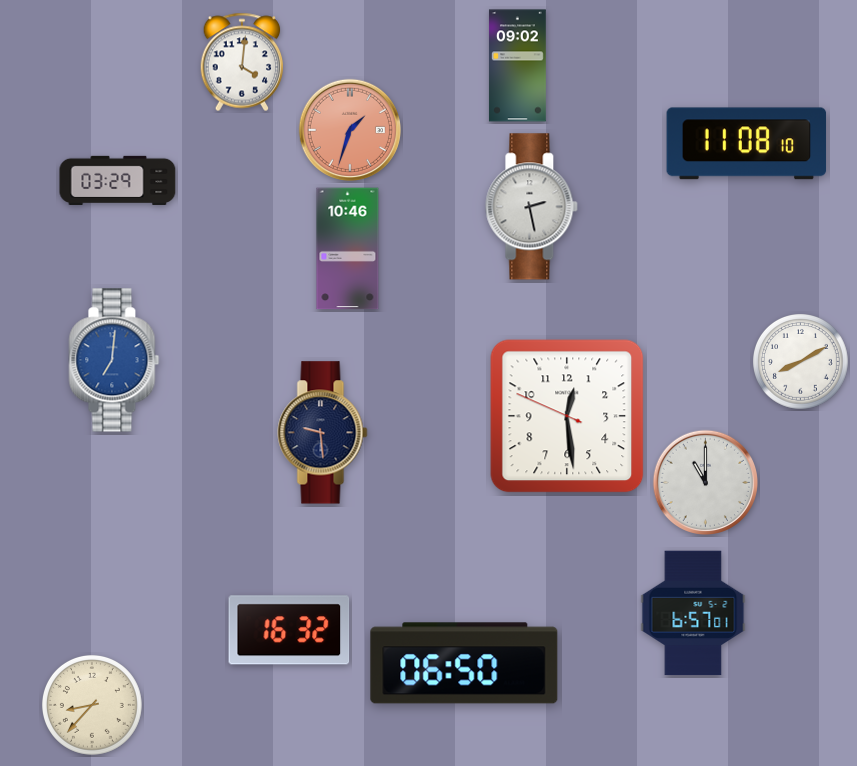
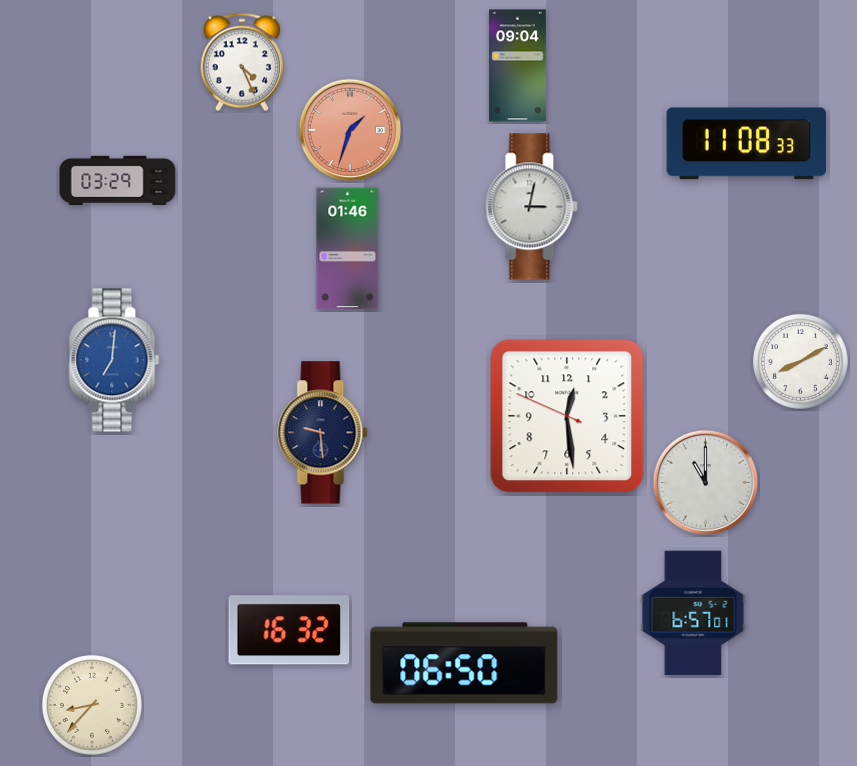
clock at (242, 62): 4:01 -> 4:26
clock at (518, 66): 09:02 -> 09:04
clock at (747, 144): 11:08:10 -> 11:08:33
clock at (532, 207): 2:28 -> 3:02
clock at (348, 249): 10:46 -> 01:46
